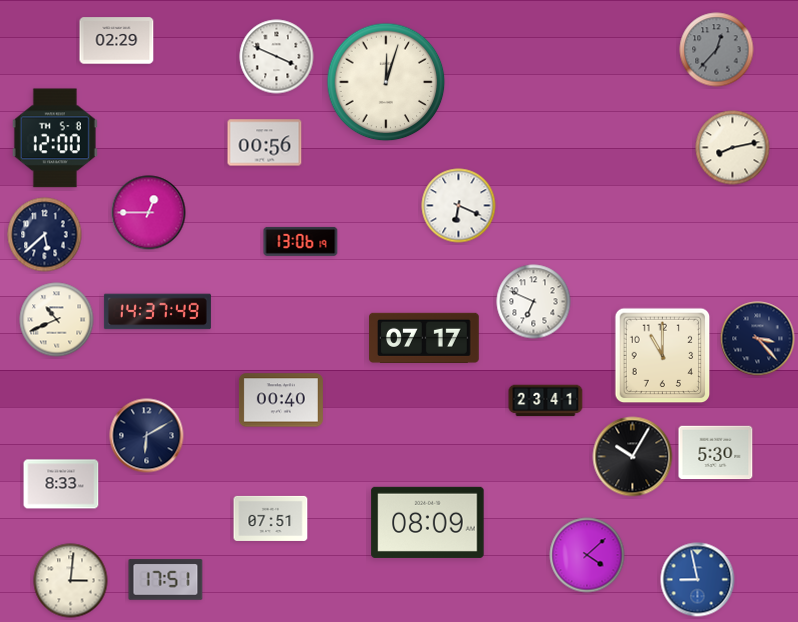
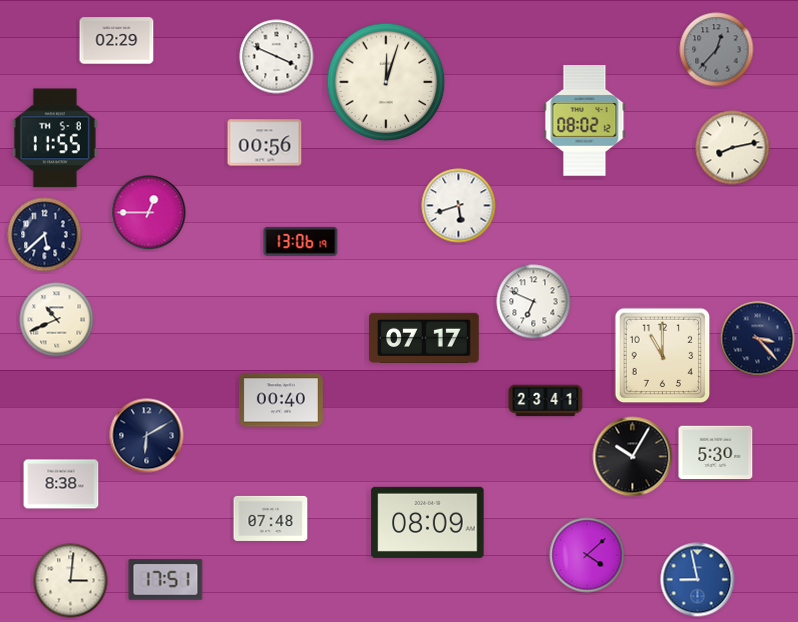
clock at (585, 121): none -> 08:02
clock at (55, 138): 12:00 -> 11:55
clock at (459, 206): 6:19 -> 5:42
clock at (157, 312): 14:37 -> none
clock at (61, 484): 8:33 -> 8:38
clock at (271, 518): 07:51 -> 07:48
